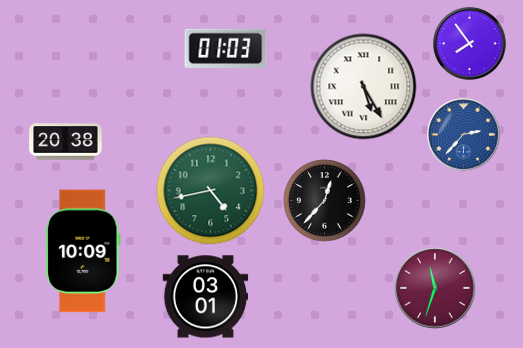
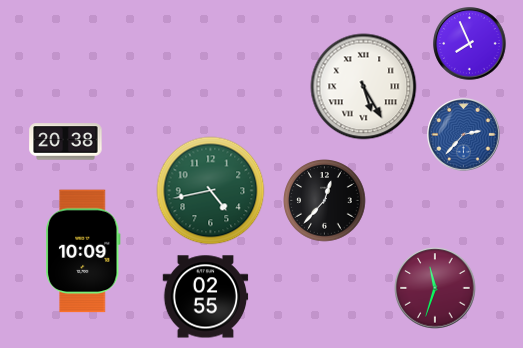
clock at (470, 44): 7:54 -> 7:56
clock at (226, 48): 01:03 -> none
clock at (206, 297): 03:01 -> 02:55
